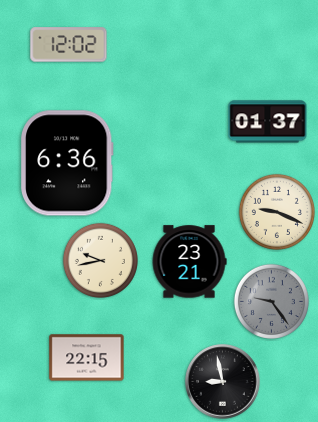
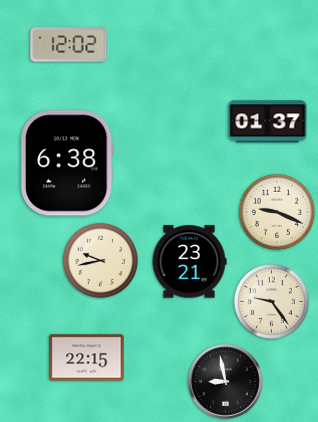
clock at (67, 163): 6:36 -> 6:38
clock at (271, 301) dial: grey -> cream
clock at (223, 382) position: (223, 382) -> (226, 382)
